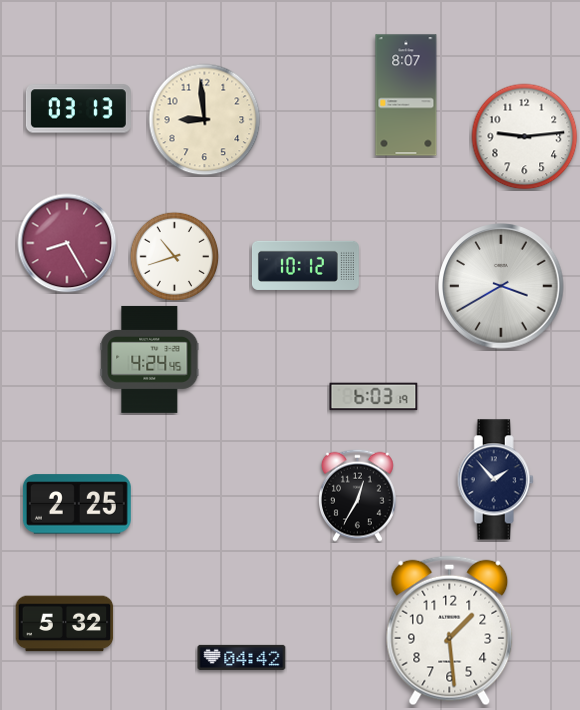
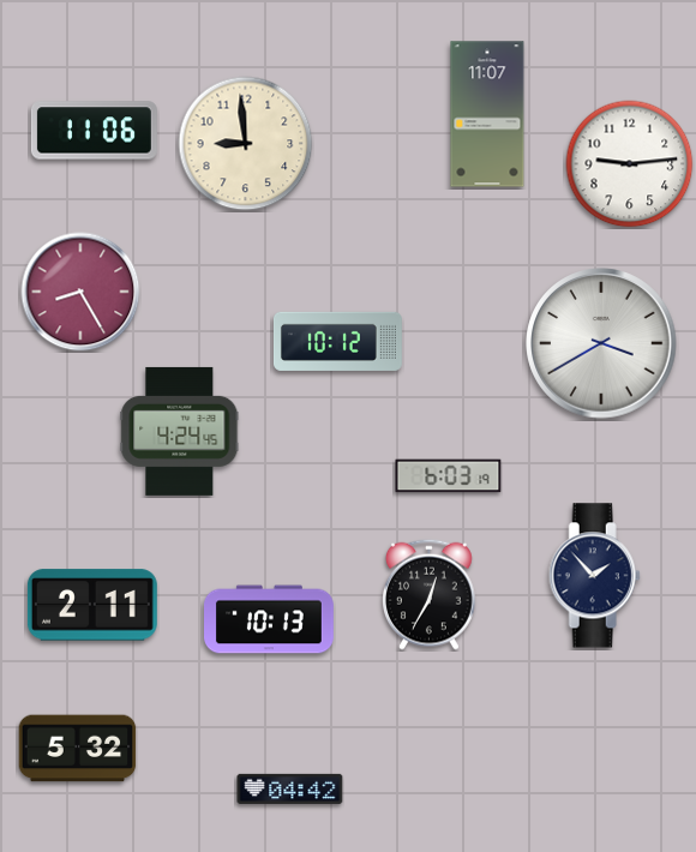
clock at (406, 95): 8:07 -> 11:07
clock at (78, 109): 03:13 -> 11:06
clock at (174, 256): 10:42 -> none
clock at (305, 265) position: (305, 265) -> (337, 341)
clock at (77, 504): 2:25 -> 2:11
clock at (270, 619): none -> 10:13
clock at (450, 631): 1:29 -> none
